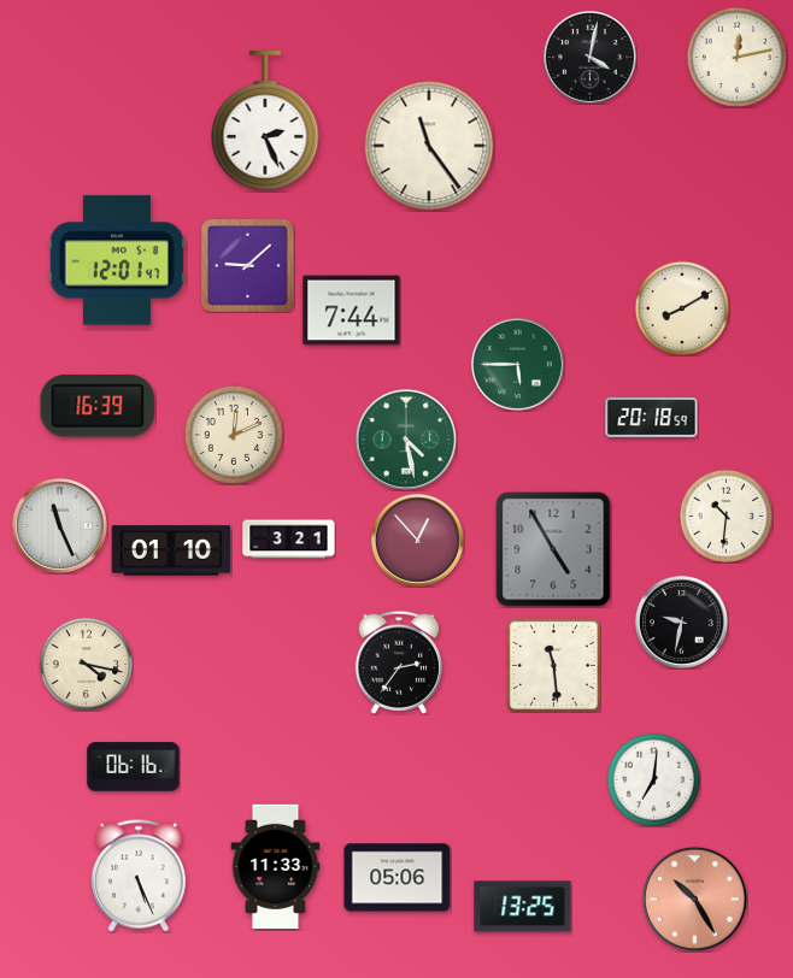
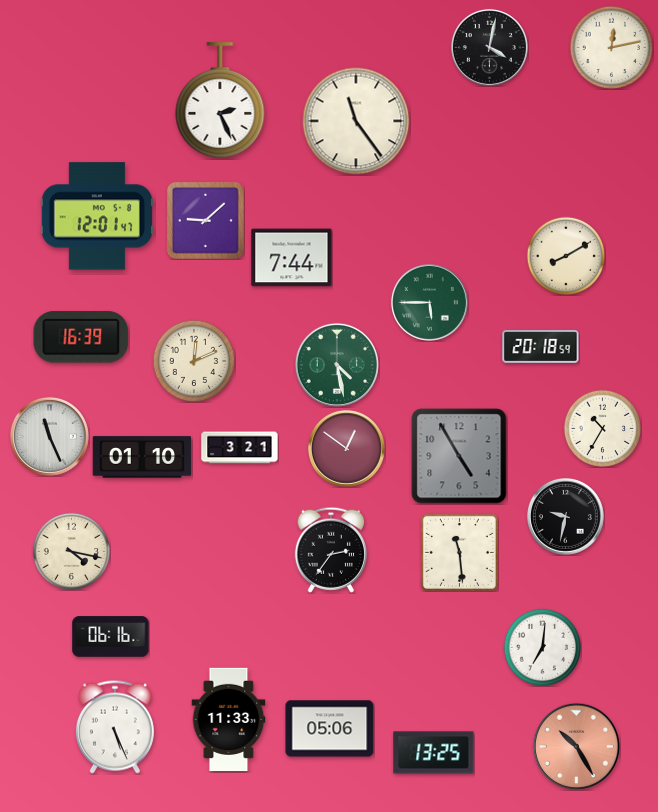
clock at (726, 515): 10:31 -> 10:35
clock at (417, 540): 12:53 -> 12:51
